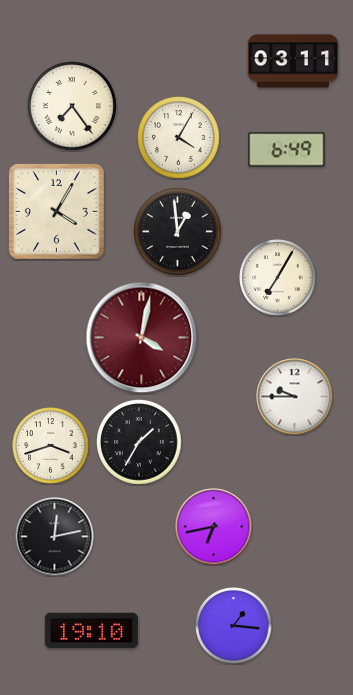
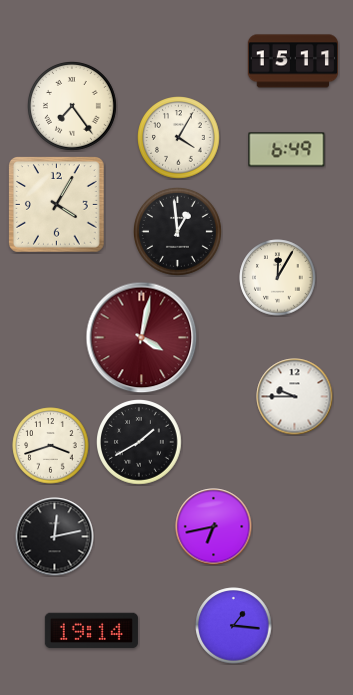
clock at (293, 61): 03:11 -> 15:11
clock at (57, 212) position: (57, 212) -> (57, 205)
clock at (278, 278): 7:05 -> 12:05
clock at (140, 443): 1:35 -> 1:40
clock at (91, 631): 19:10 -> 19:14
